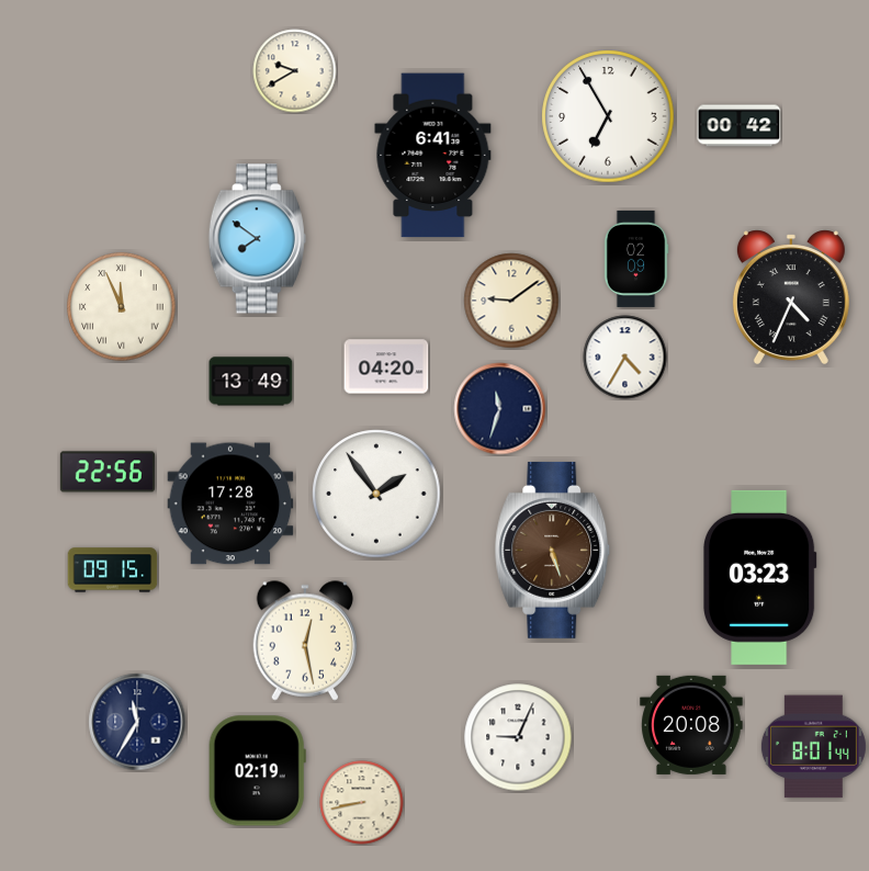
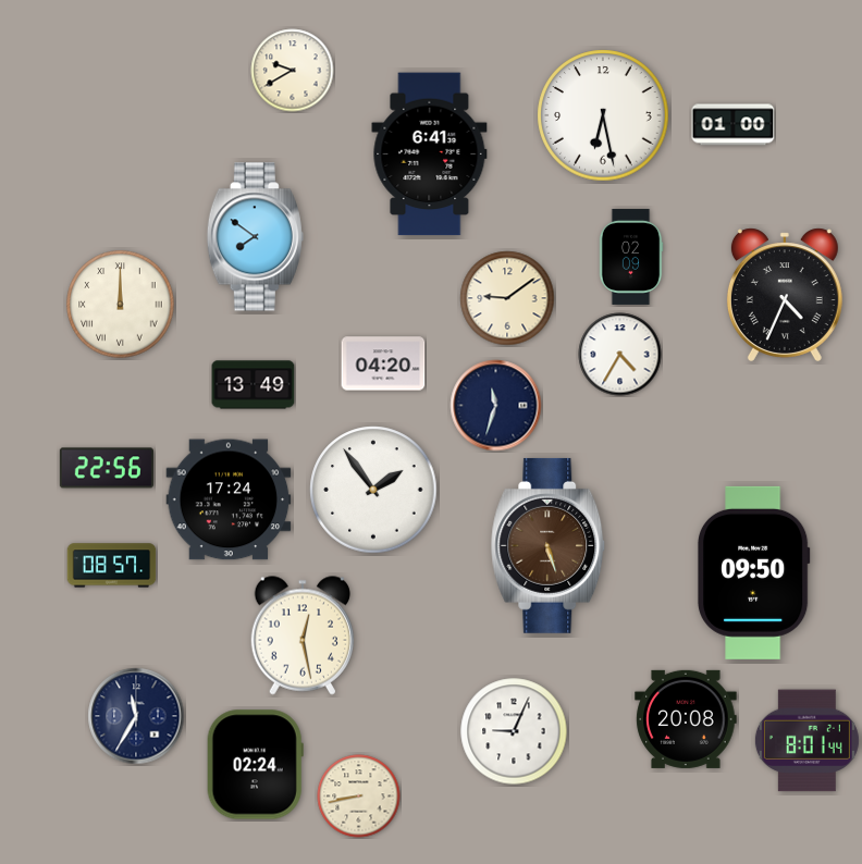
clock at (608, 116): 6:55 -> 6:28
clock at (740, 126): 00:42 -> 01:00
clock at (122, 307): 11:56 -> 12:00
clock at (251, 382) position: (251, 382) -> (254, 385)
clock at (230, 504): 17:28 -> 17:24
clock at (113, 570): 09:15 -> 08:57
clock at (759, 577): 03:23 -> 09:50
clock at (257, 771): 02:19 -> 02:24
